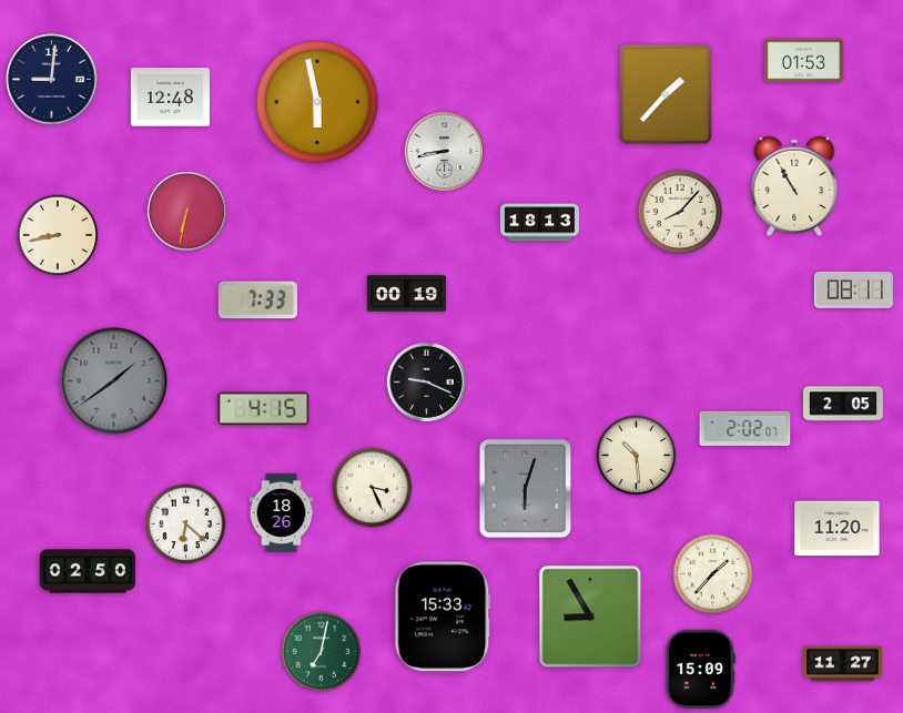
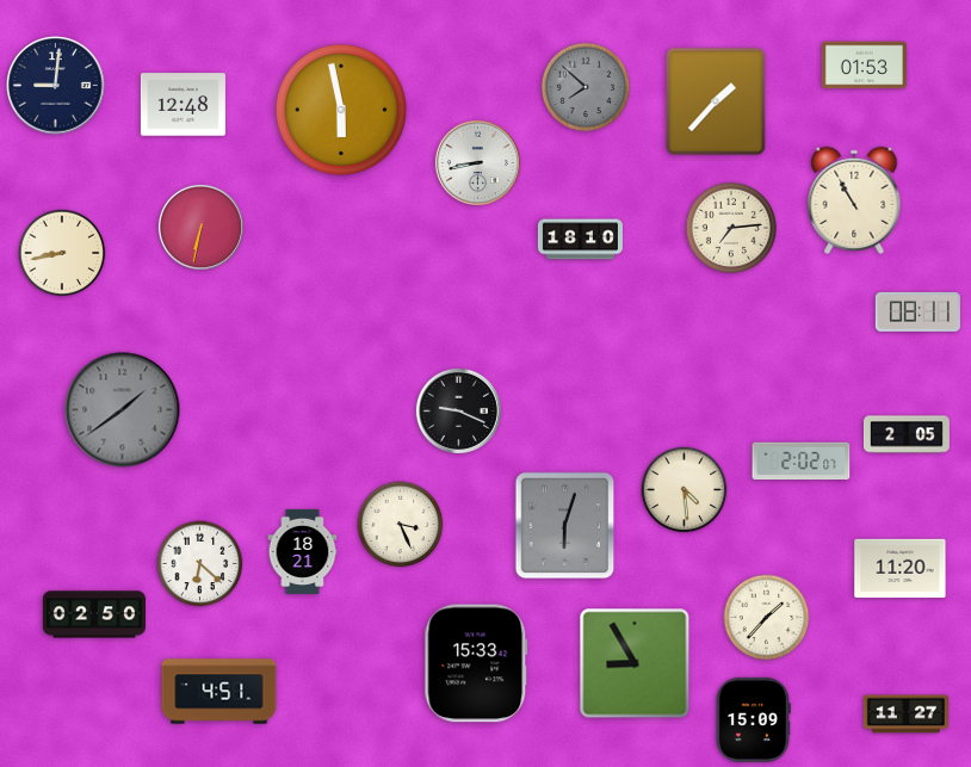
clock at (586, 87): none -> 7:52
clock at (679, 211): 8:07 -> 7:14
clock at (539, 223): 18:13 -> 18:10
clock at (406, 294): 00:19 -> none
clock at (257, 301): 7:33 -> none
clock at (264, 409): 4:15 -> none
clock at (637, 456): 10:29 -> 4:29
clock at (282, 512): 18:26 -> 18:21
clock at (219, 692): none -> 4:51
clock at (322, 652): 7:02 -> none
